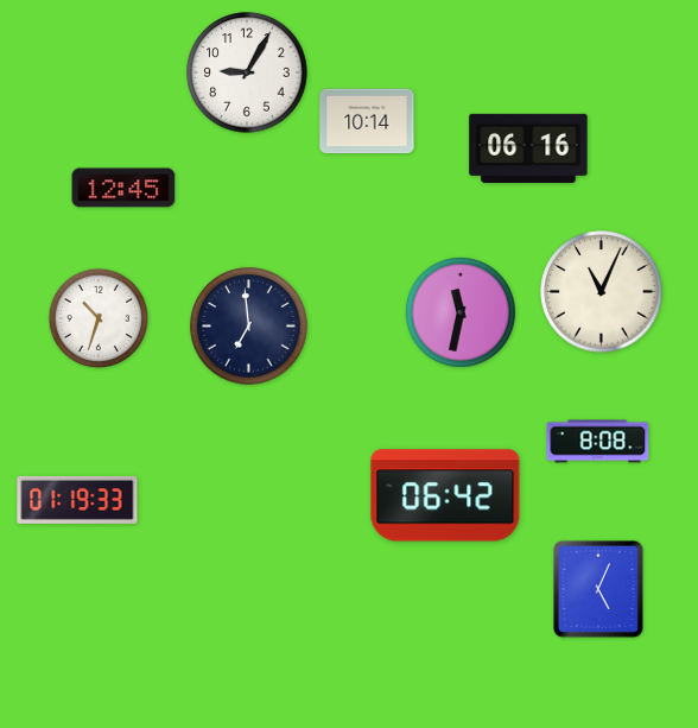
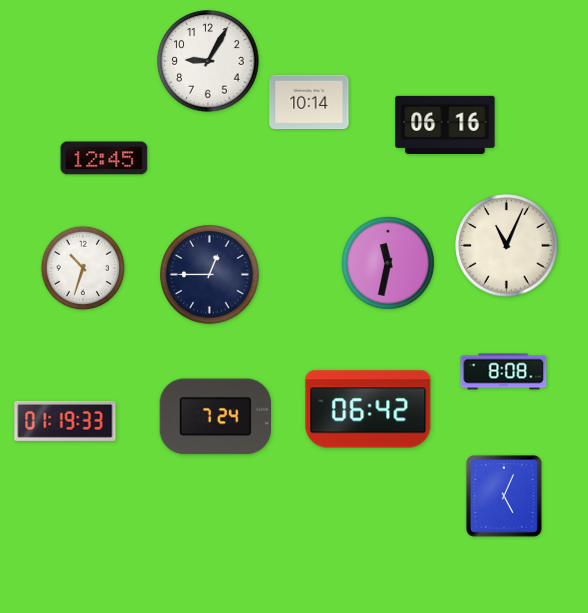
clock at (249, 327): 6:59 -> 12:45
clock at (215, 417): none -> 7:24
clock at (445, 495) position: (445, 495) -> (368, 409)
